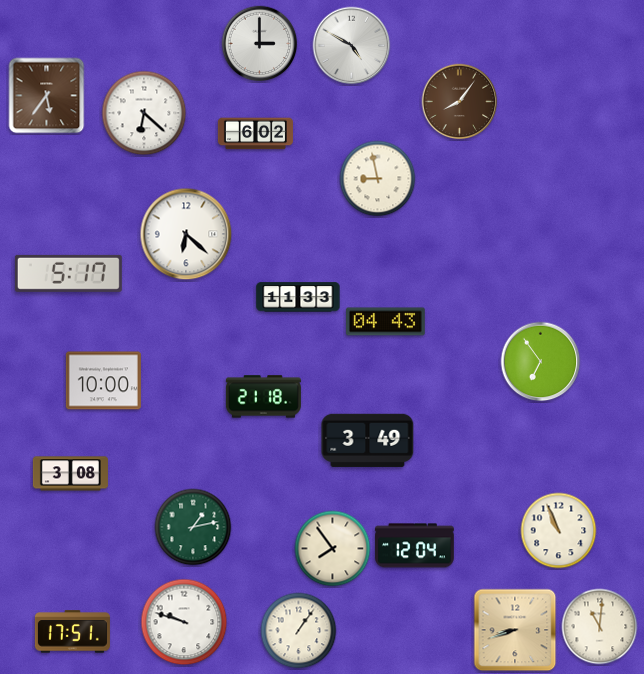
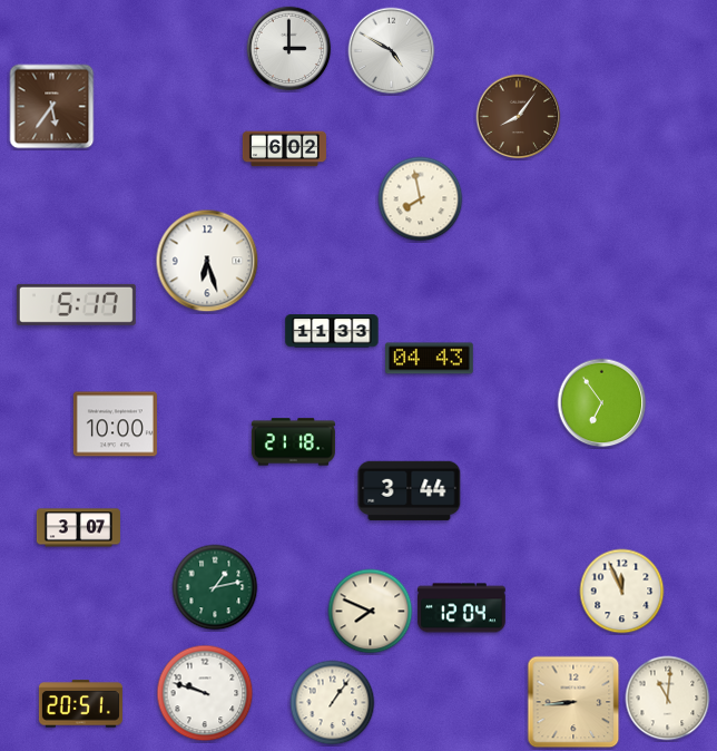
clock at (460, 102) position: (460, 102) -> (519, 117)
clock at (144, 113): 6:22 -> none
clock at (378, 179): 8:58 -> 7:58
clock at (186, 234): 6:22 -> 6:27
clock at (368, 440): 3:49 -> 3:44
clock at (70, 474): 3:08 -> 3:07
clock at (559, 531): 10:56 -> 11:56
clock at (333, 549): 7:54 -> 7:49
clock at (515, 630): 8:42 -> 8:44
clock at (72, 632): 17:51 -> 20:51
